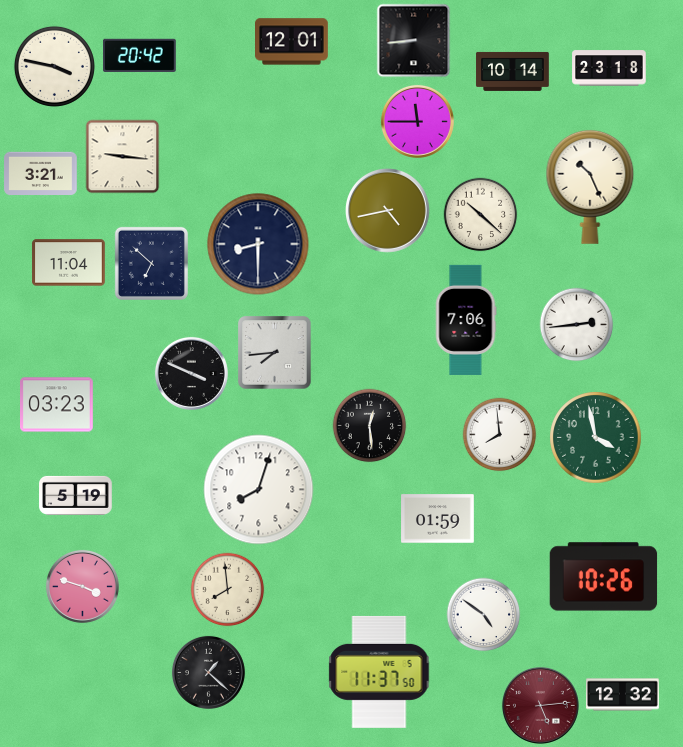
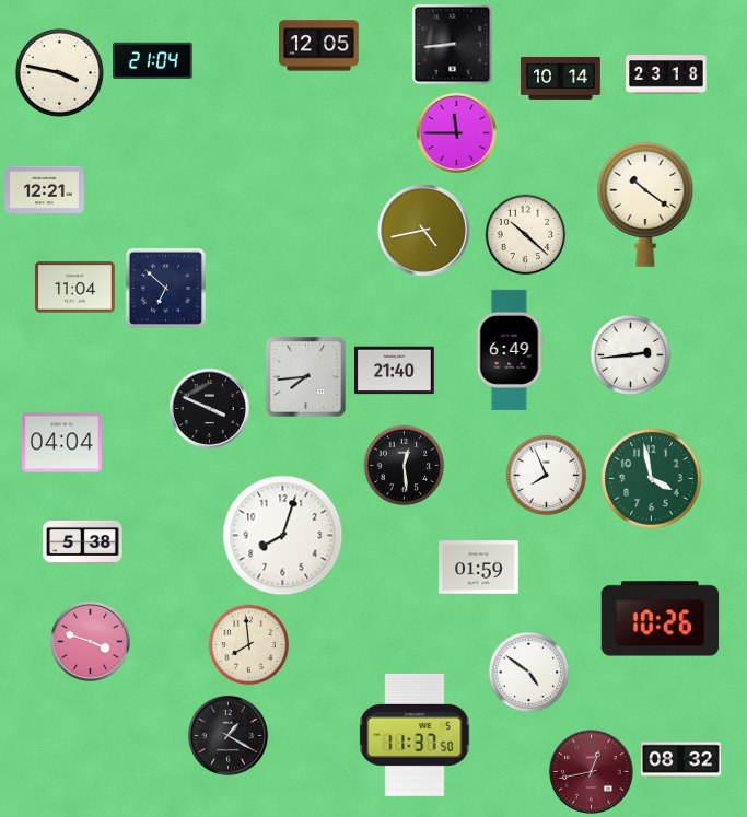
clock at (292, 42): 12:01 -> 12:05
clock at (140, 55): 20:42 -> 21:04
clock at (123, 157): 9:16 -> none
clock at (41, 174): 3:21 -> 12:21
clock at (590, 187): 10:26 -> 10:21
clock at (258, 244): 8:30 -> none
clock at (466, 320): 7:06 -> 6:49
clock at (395, 371): none -> 21:40
clock at (275, 353) position: (275, 353) -> (306, 377)
clock at (57, 405): 03:23 -> 04:04
clock at (500, 435): 7:59 -> 7:56
clock at (76, 495): 5:19 -> 5:38
clock at (604, 577) position: (604, 577) -> (661, 619)
clock at (208, 672): 1:22 -> 1:20
clock at (623, 695): 12:32 -> 08:32
clock at (540, 705): 5:14 -> 12:43
